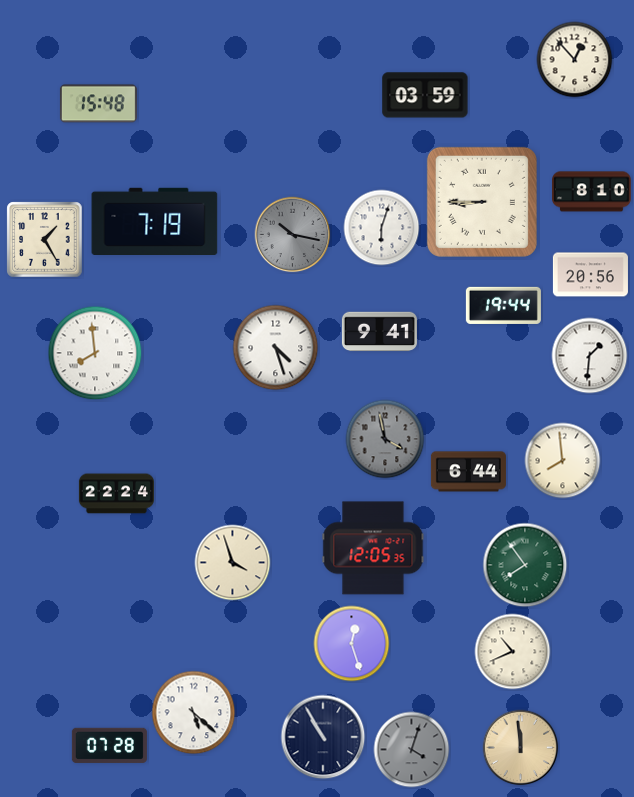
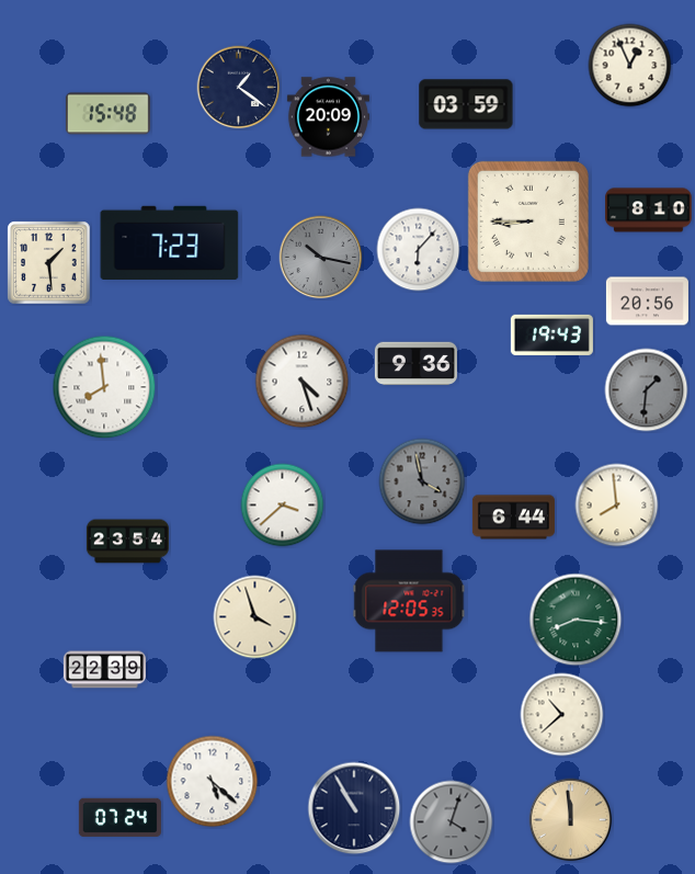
clock at (575, 60): 12:53 -> 12:56
clock at (239, 88): none -> 1:21
clock at (328, 117): none -> 20:09
clock at (155, 221): 7:19 -> 7:23
clock at (382, 228): 6:03 -> 6:07
clock at (45, 240): 1:25 -> 1:29
clock at (503, 305): 19:44 -> 19:43
clock at (379, 332): 9:41 -> 9:36
clock at (590, 356) dial: white -> grey
clock at (283, 506): none -> 3:38
clock at (116, 494): 22:24 -> 23:54
clock at (525, 565): 7:54 -> 8:16
clock at (104, 670): none -> 22:39
clock at (352, 644): 12:27 -> none
clock at (513, 652): 10:41 -> 10:38
clock at (109, 745): 07:28 -> 07:24
